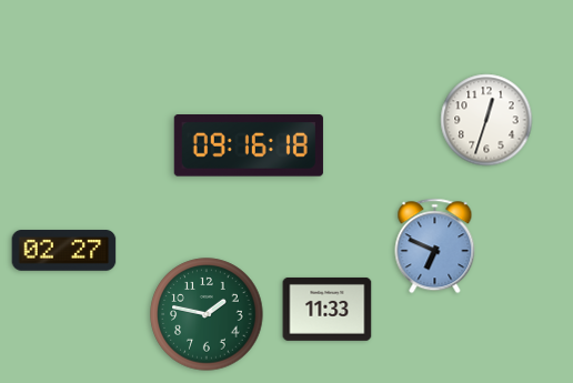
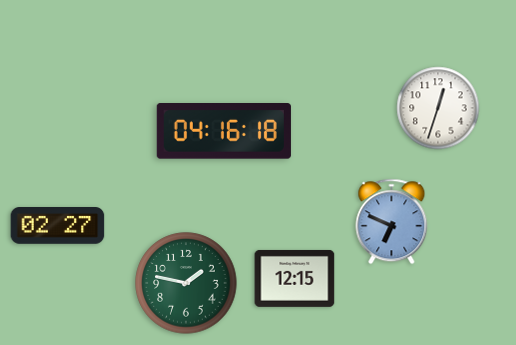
clock at (249, 147): 09:16 -> 04:16
clock at (328, 309): 11:33 -> 12:15
